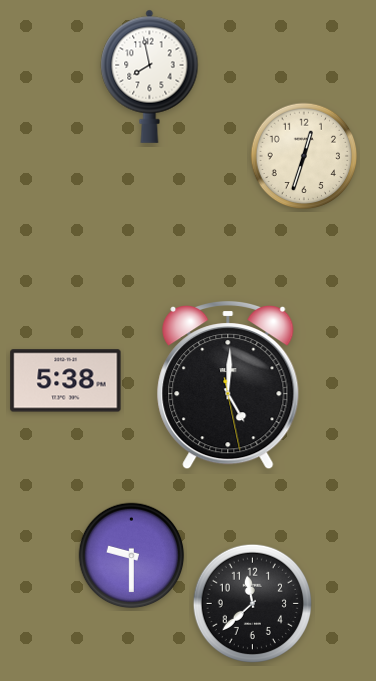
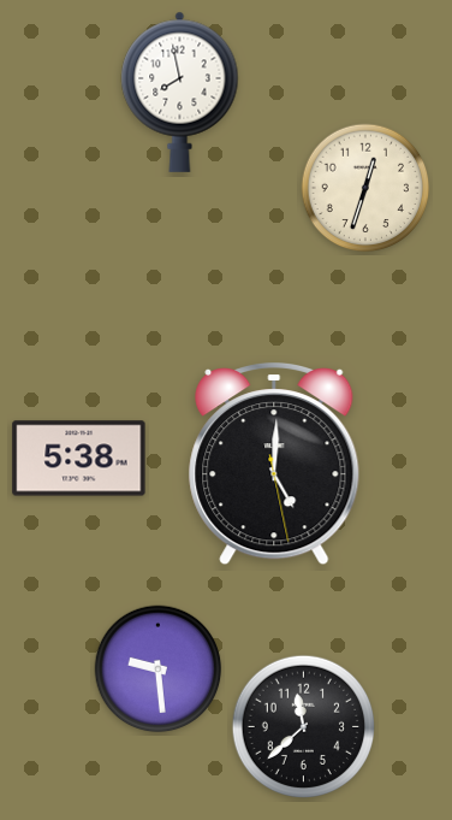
clock at (132, 556): 9:30 -> 9:29
